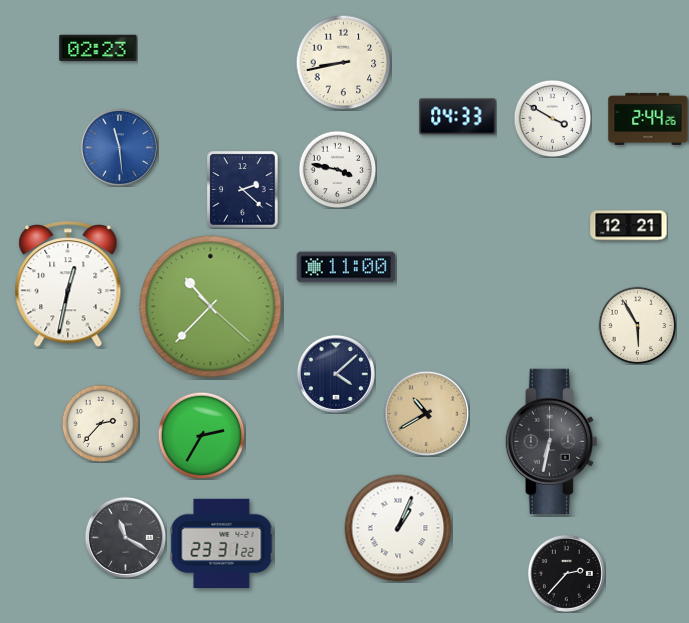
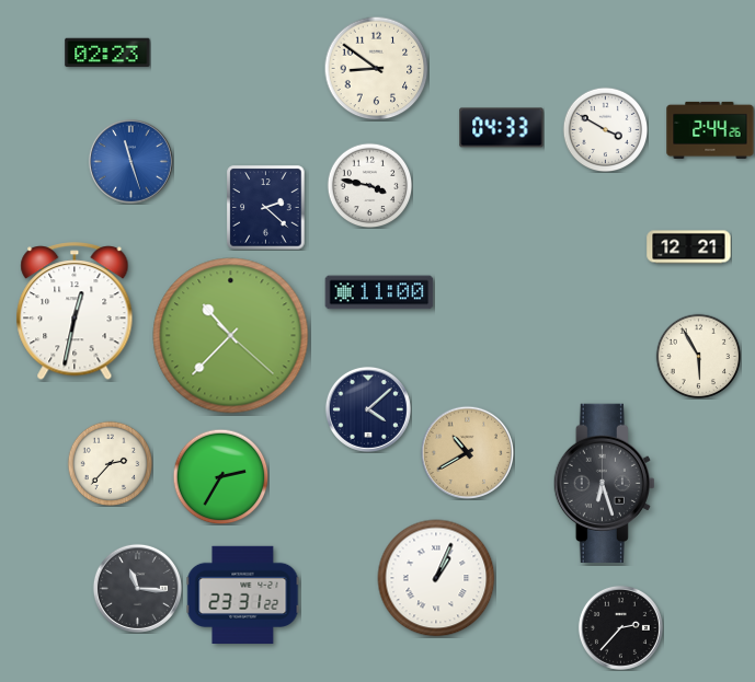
clock at (343, 62): 8:43 -> 8:51
clock at (119, 147): 11:29 -> 11:27
clock at (551, 441): 6:32 -> 6:27
clock at (125, 537): 11:20 -> 11:16
